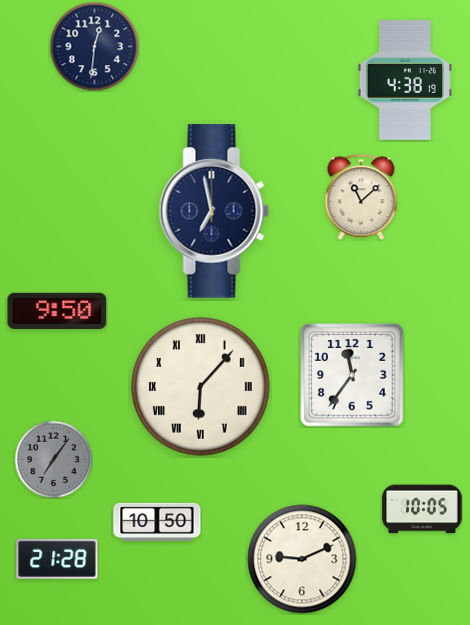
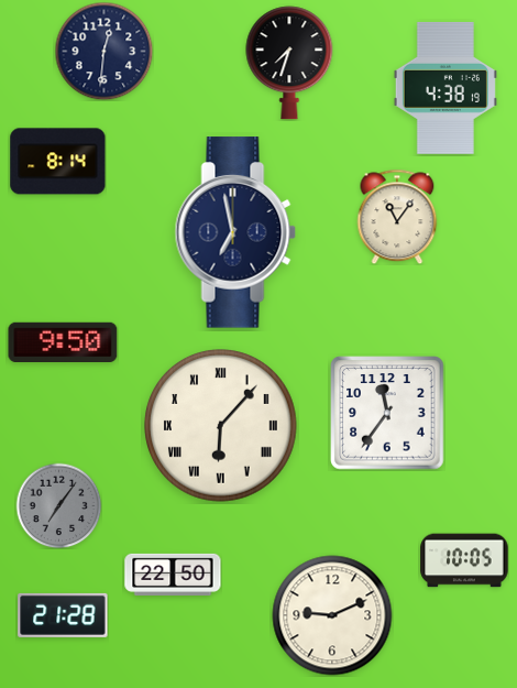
clock at (289, 63): none -> 7:33
clock at (58, 162): none -> 8:14
clock at (361, 197): 11:08 -> 11:06
clock at (157, 522): 10:50 -> 22:50
